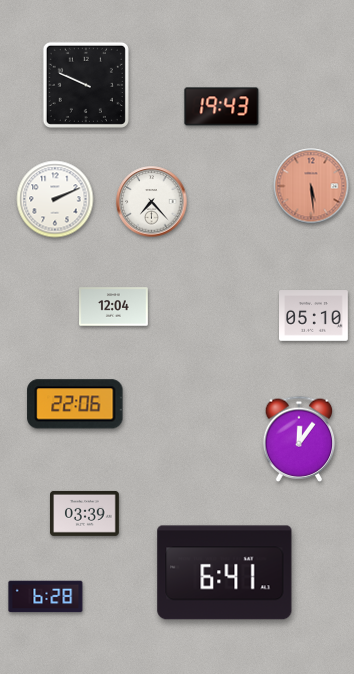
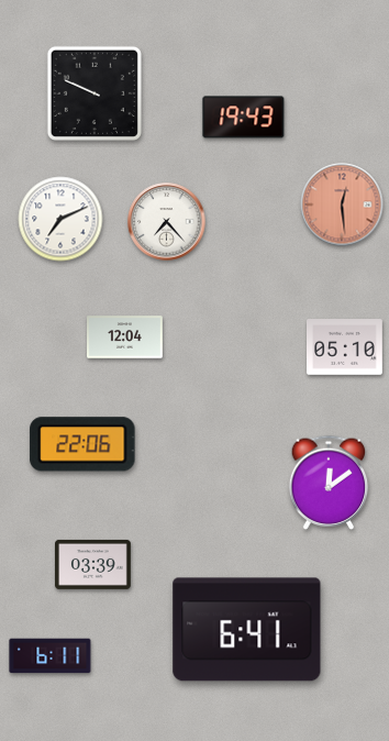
clock at (311, 186): 5:29 -> 12:29
clock at (55, 199): 2:11 -> 7:11
clock at (299, 439): 12:06 -> 12:09
clock at (46, 597): 6:28 -> 6:11
